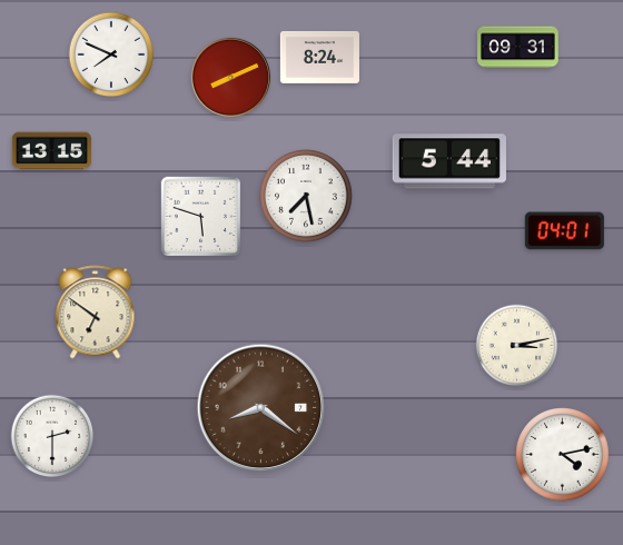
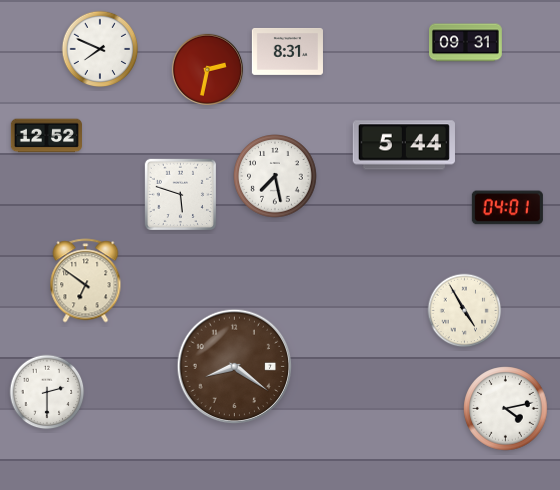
clock at (319, 58): 8:24 -> 8:31
clock at (230, 77): 8:11 -> 2:32
clock at (51, 151): 13:15 -> 12:52
clock at (517, 346): 3:13 -> 4:55
